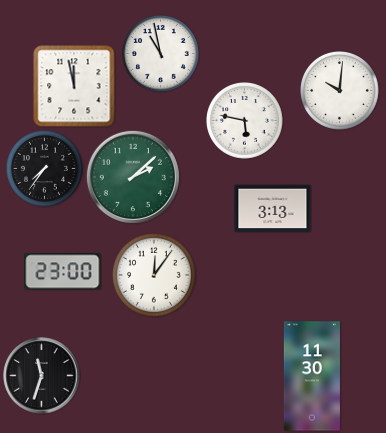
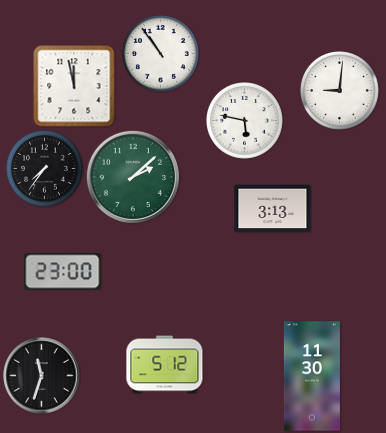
clock at (161, 54): 10:58 -> 10:54
clock at (340, 91): 10:01 -> 9:01
clock at (154, 275): 12:06 -> none
clock at (165, 365): none -> 5:12
